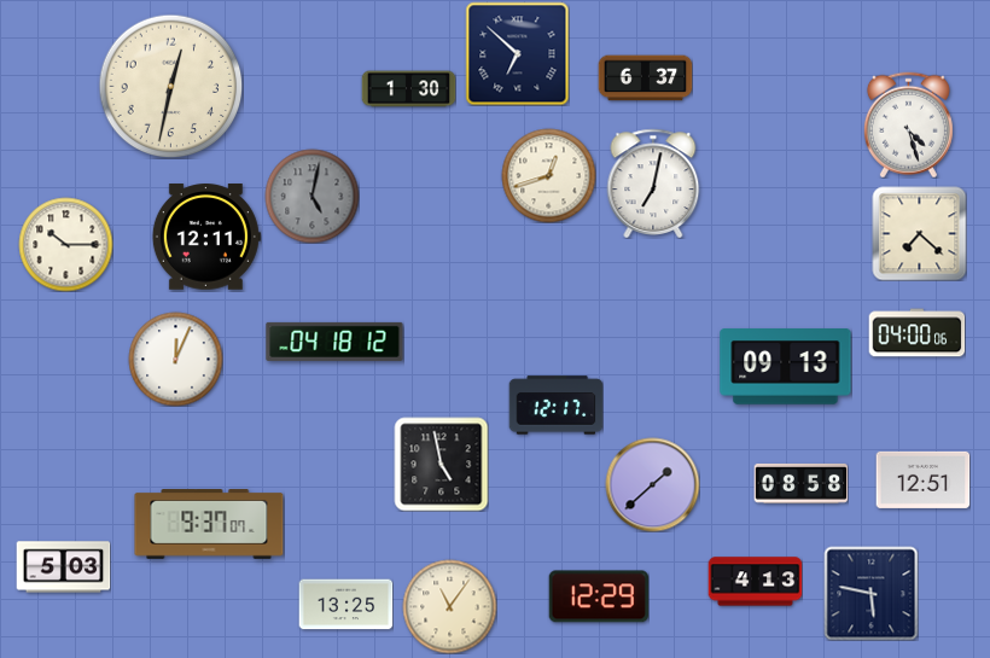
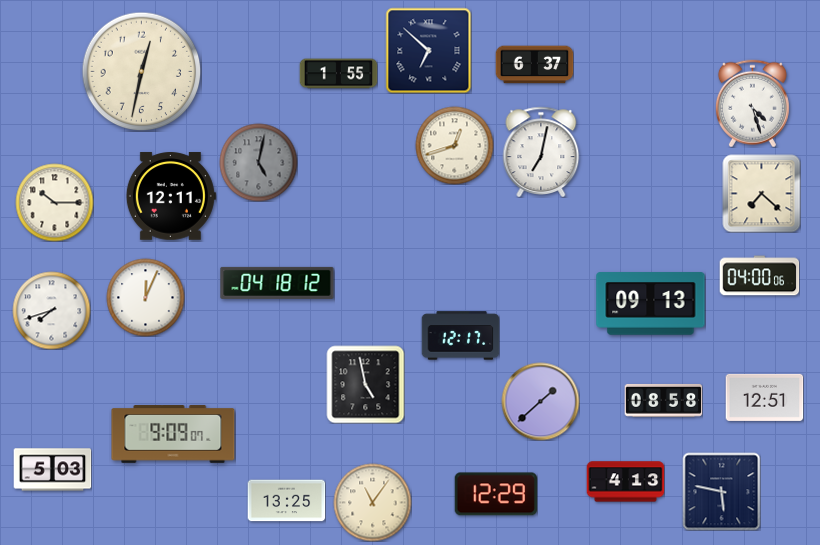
clock at (517, 53) position: (517, 53) -> (428, 50)
clock at (408, 89): 1:30 -> 1:55
clock at (51, 310): none -> 7:42
clock at (209, 524): 9:37 -> 9:09
